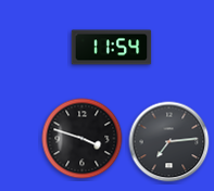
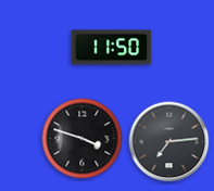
clock at (112, 48): 11:54 -> 11:50
